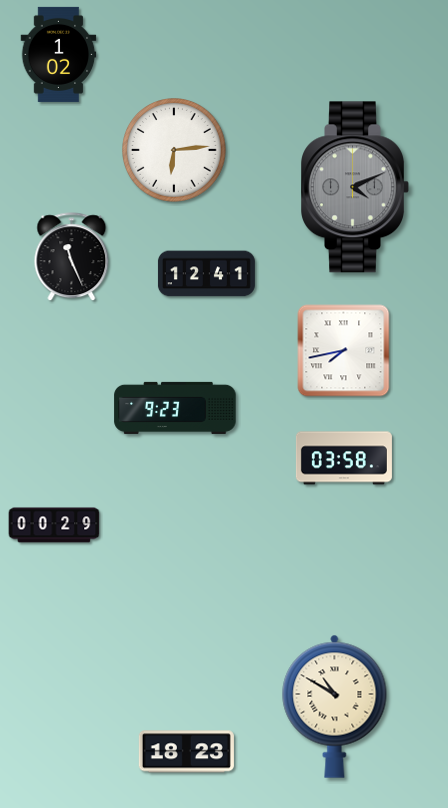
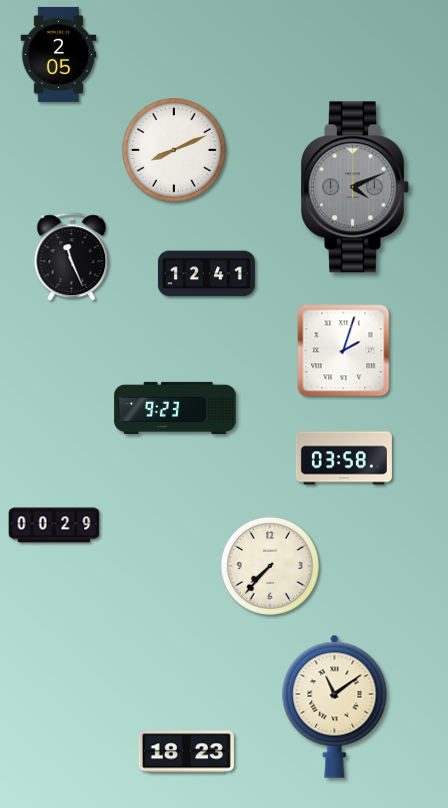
clock at (59, 54): 1:02 -> 2:05
clock at (175, 151): 6:14 -> 8:11
clock at (344, 351): 7:43 -> 2:03
clock at (270, 566): none -> 7:37
clock at (335, 706): 10:50 -> 11:09
